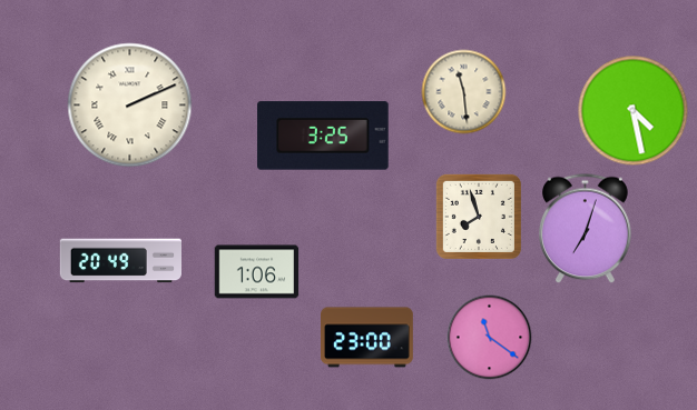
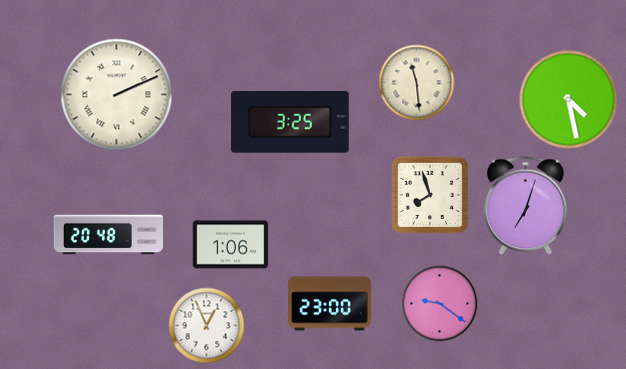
clock at (120, 261): 20:49 -> 20:48
clock at (490, 338): 11:21 -> 9:21
clock at (207, 326): none -> 12:56
